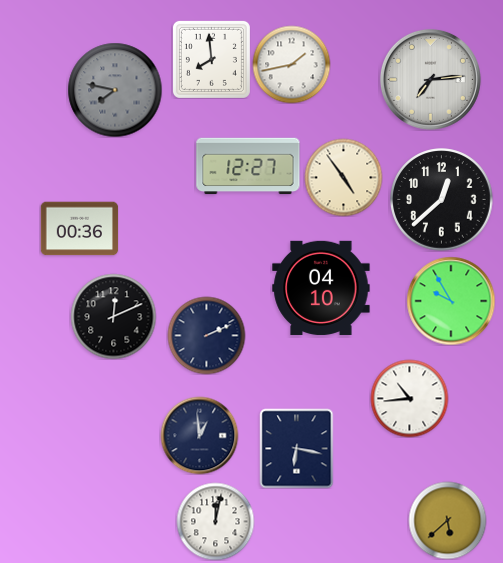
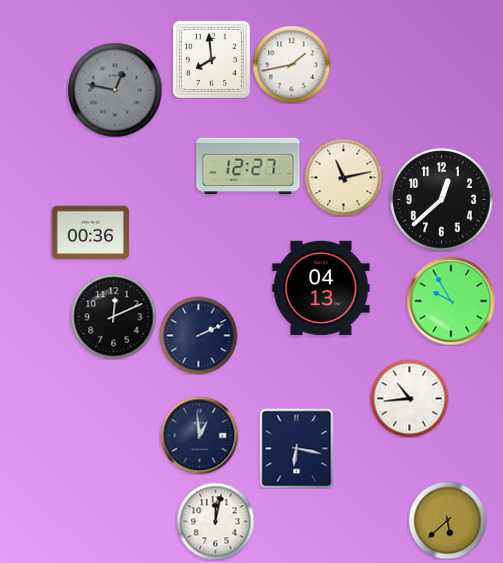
clock at (430, 79): 7:14 -> none
clock at (115, 90): 7:47 -> 12:47
clock at (343, 177): 4:54 -> 11:13
clock at (79, 229) position: (79, 229) -> (90, 233)
clock at (321, 288): 04:10 -> 04:13
clock at (206, 335) position: (206, 335) -> (198, 335)
